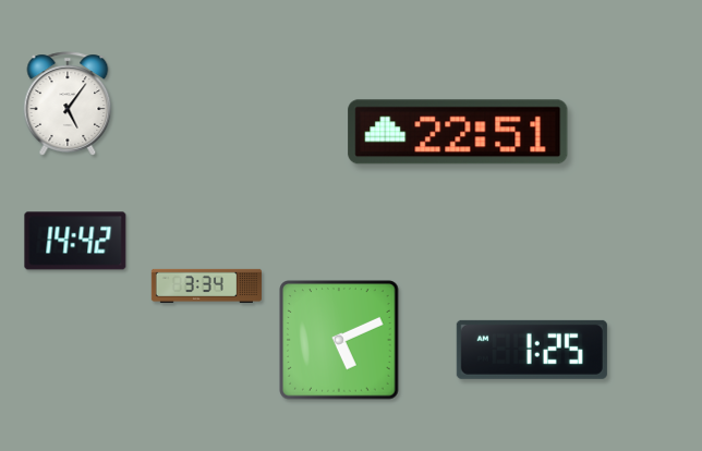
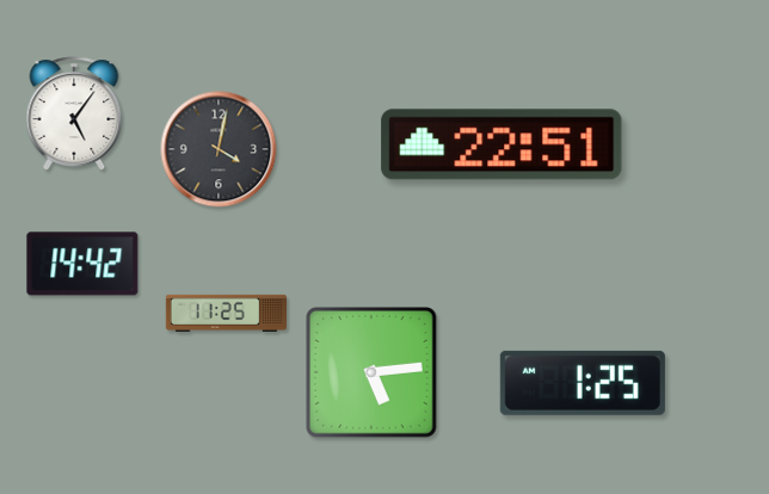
clock at (219, 149): none -> 4:02
clock at (206, 285): 3:34 -> 11:25
clock at (339, 340): 5:11 -> 5:14
